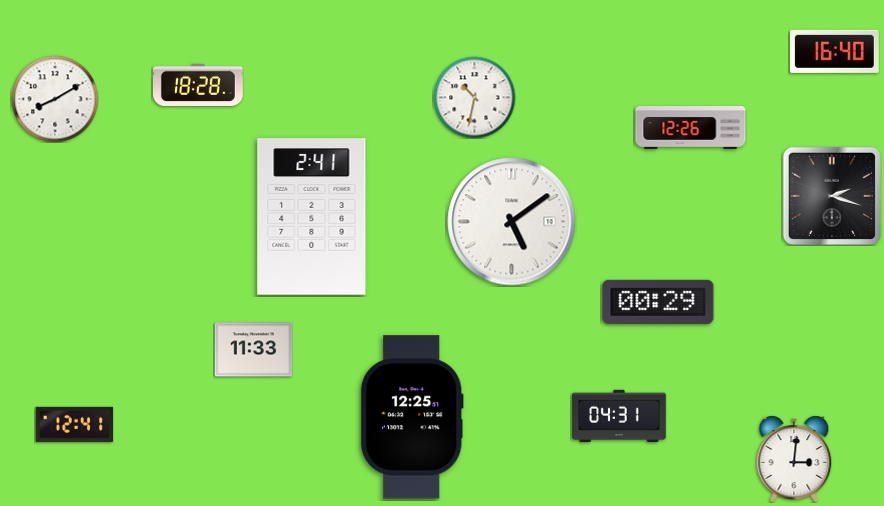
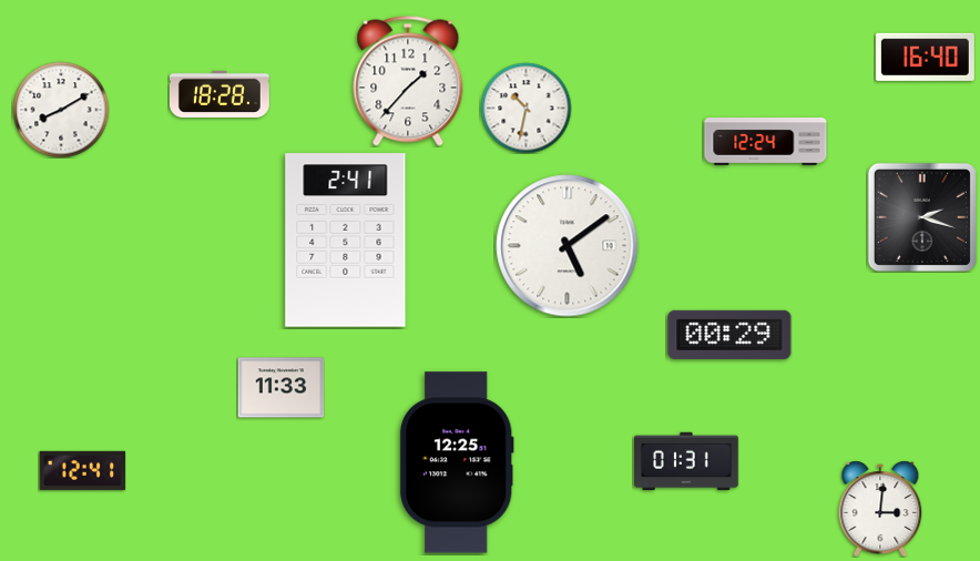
clock at (408, 81): none -> 1:37
clock at (691, 128): 12:26 -> 12:24
clock at (619, 415): 04:31 -> 01:31
